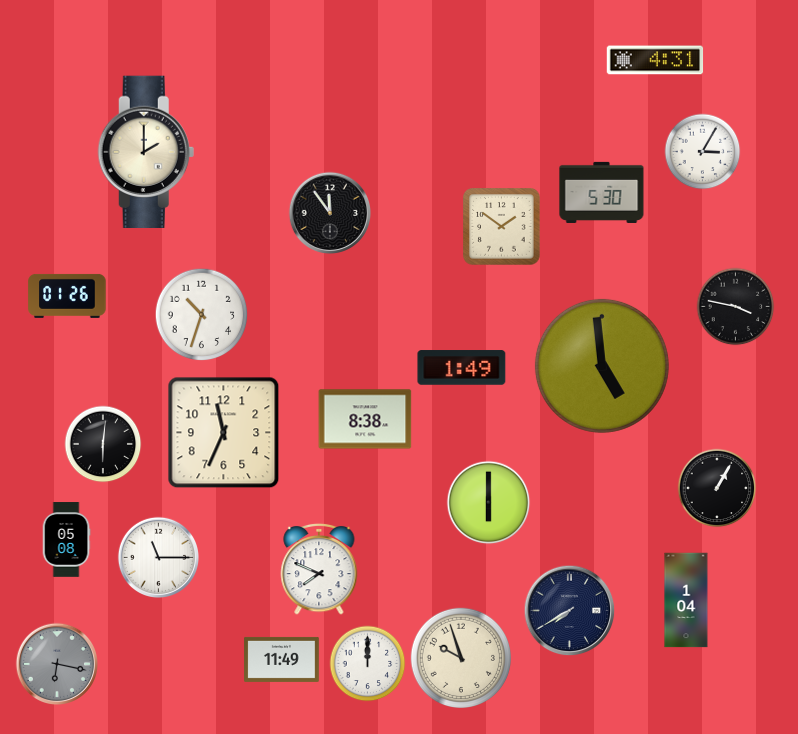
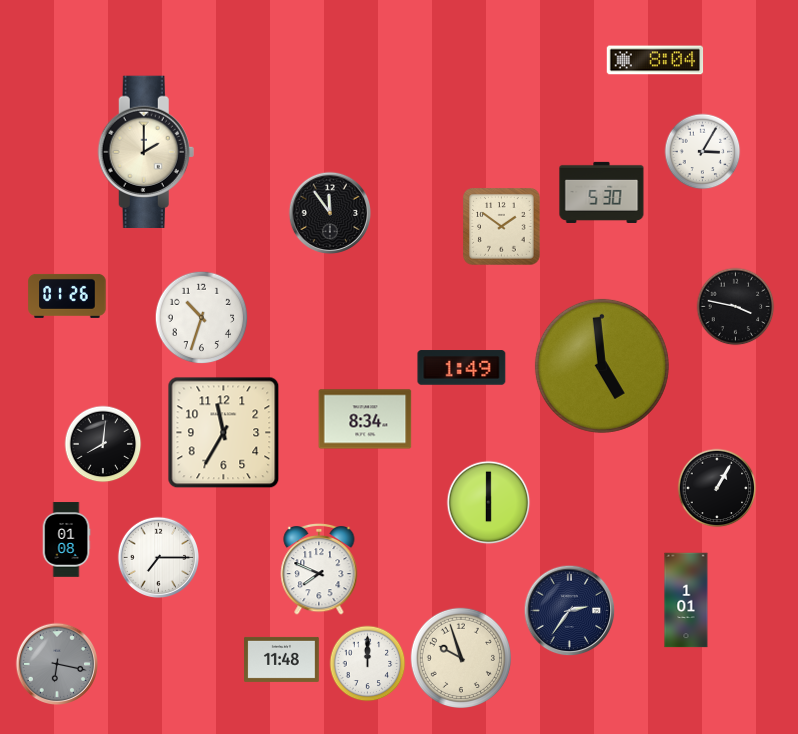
clock at (655, 60): 4:31 -> 8:04
clock at (202, 315) position: (202, 315) -> (202, 318)
clock at (365, 419): 8:38 -> 8:34
clock at (224, 433): 11:34 -> 11:35
clock at (103, 444): 6:01 -> 8:01
clock at (66, 540): 05:08 -> 01:08
clock at (158, 557): 11:15 -> 7:15
clock at (686, 600): 1:04 -> 1:01
clock at (570, 611): 7:40 -> 2:36
clock at (282, 659): 11:49 -> 11:48
